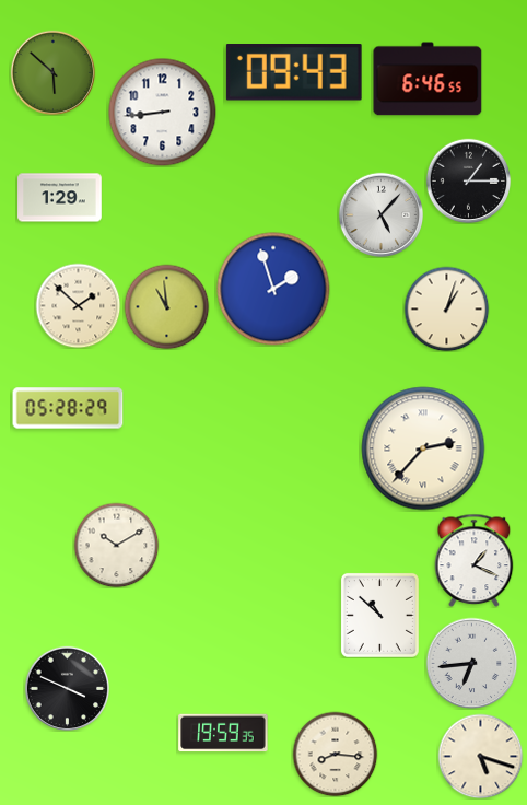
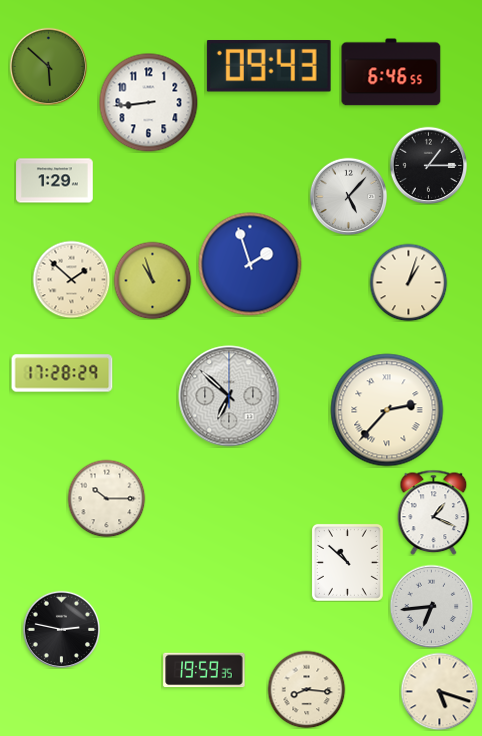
clock at (166, 306): 10:59 -> 10:57
clock at (68, 408): 05:28 -> 17:28
clock at (229, 396): none -> 6:52
clock at (116, 545): 10:10 -> 10:15
clock at (67, 688): 3:49 -> 2:47
